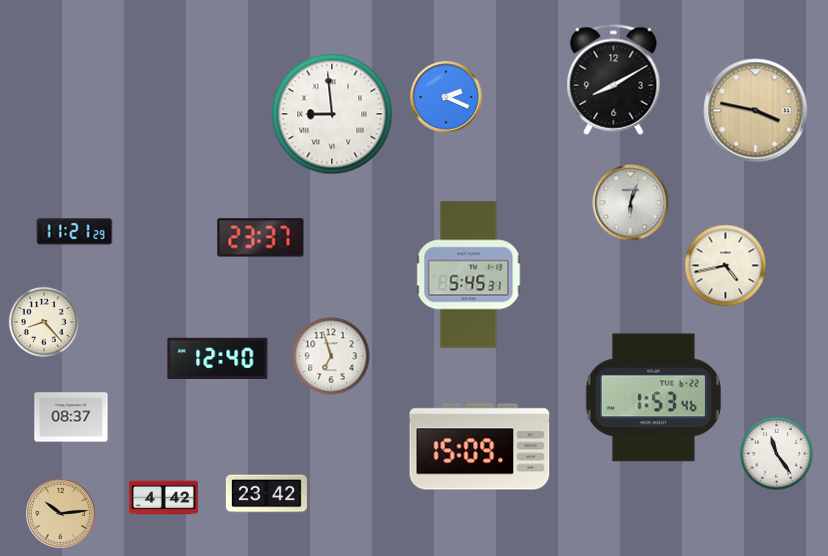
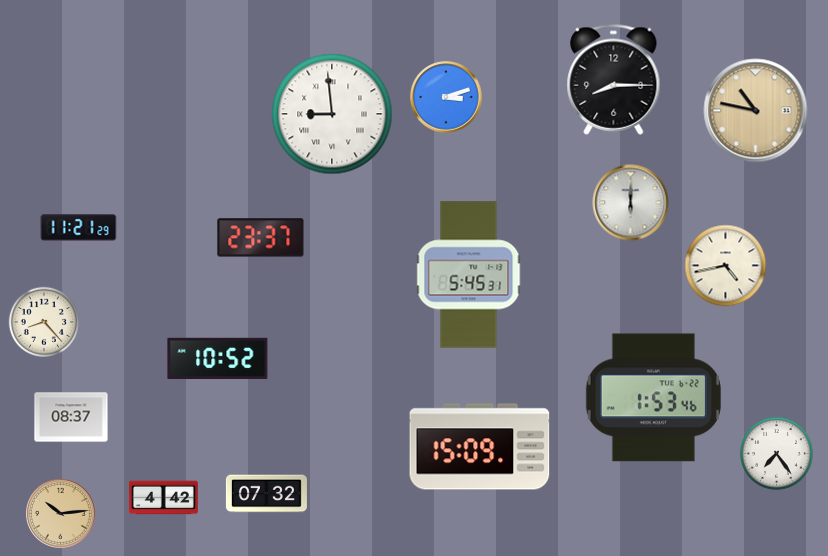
clock at (614, 79): 8:10 -> 8:15
clock at (446, 97): 2:19 -> 3:12
clock at (756, 111): 3:47 -> 10:47
clock at (631, 203): 6:03 -> 6:00
clock at (75, 232) position: (75, 232) -> (79, 228)
clock at (331, 356): 6:57 -> none
clock at (218, 358): 12:40 -> 10:52
clock at (776, 453): 11:24 -> 7:24
clock at (266, 494): 23:42 -> 07:32
